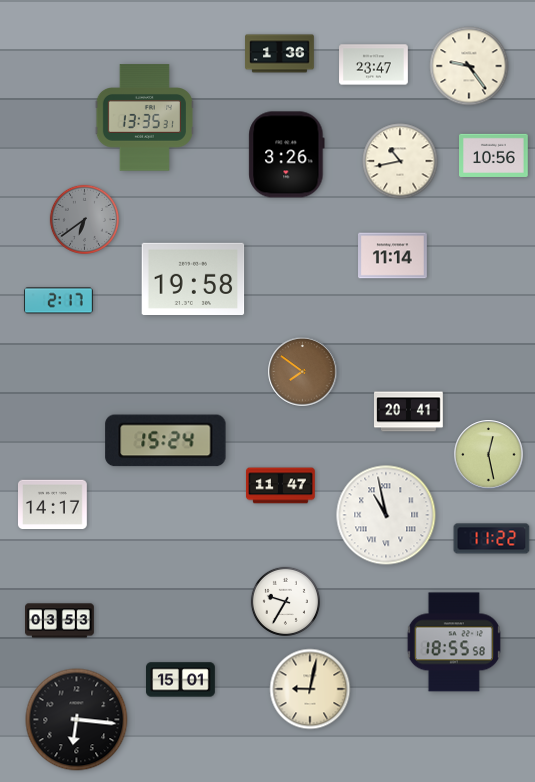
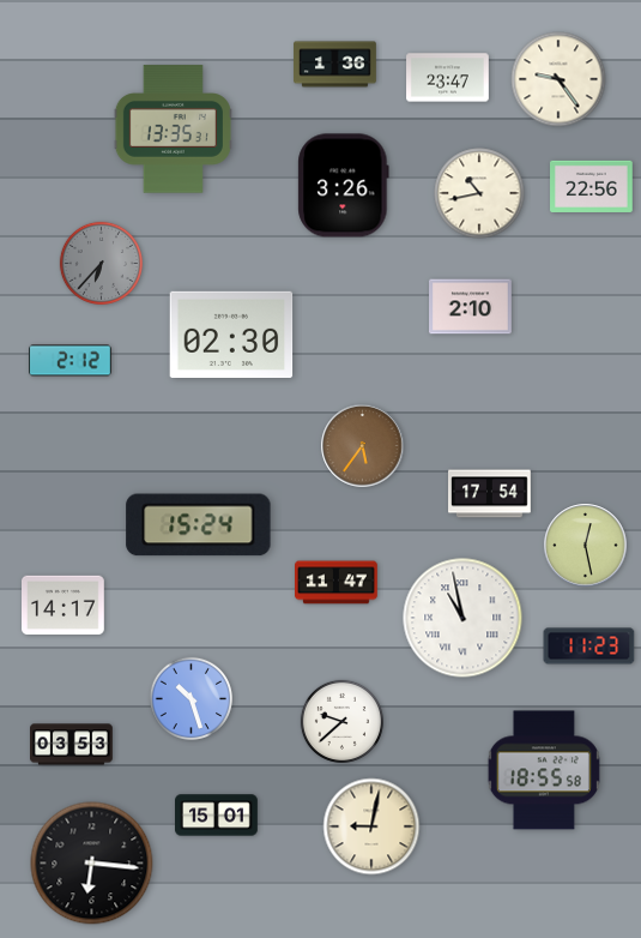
clock at (469, 66) position: (469, 66) -> (558, 79)
clock at (144, 118) position: (144, 118) -> (173, 130)
clock at (494, 155): 10:56 -> 22:56
clock at (84, 219): 6:39 -> 6:37
clock at (393, 256): 11:14 -> 2:10
clock at (193, 278): 19:58 -> 02:30
clock at (59, 301): 2:17 -> 2:12
clock at (303, 372): 7:51 -> 5:36
clock at (409, 412): 20:41 -> 17:54
clock at (166, 441) position: (166, 441) -> (199, 525)
clock at (492, 539): 11:22 -> 11:23
clock at (191, 698): none -> 10:27
clock at (285, 601): 9:35 -> 9:38
